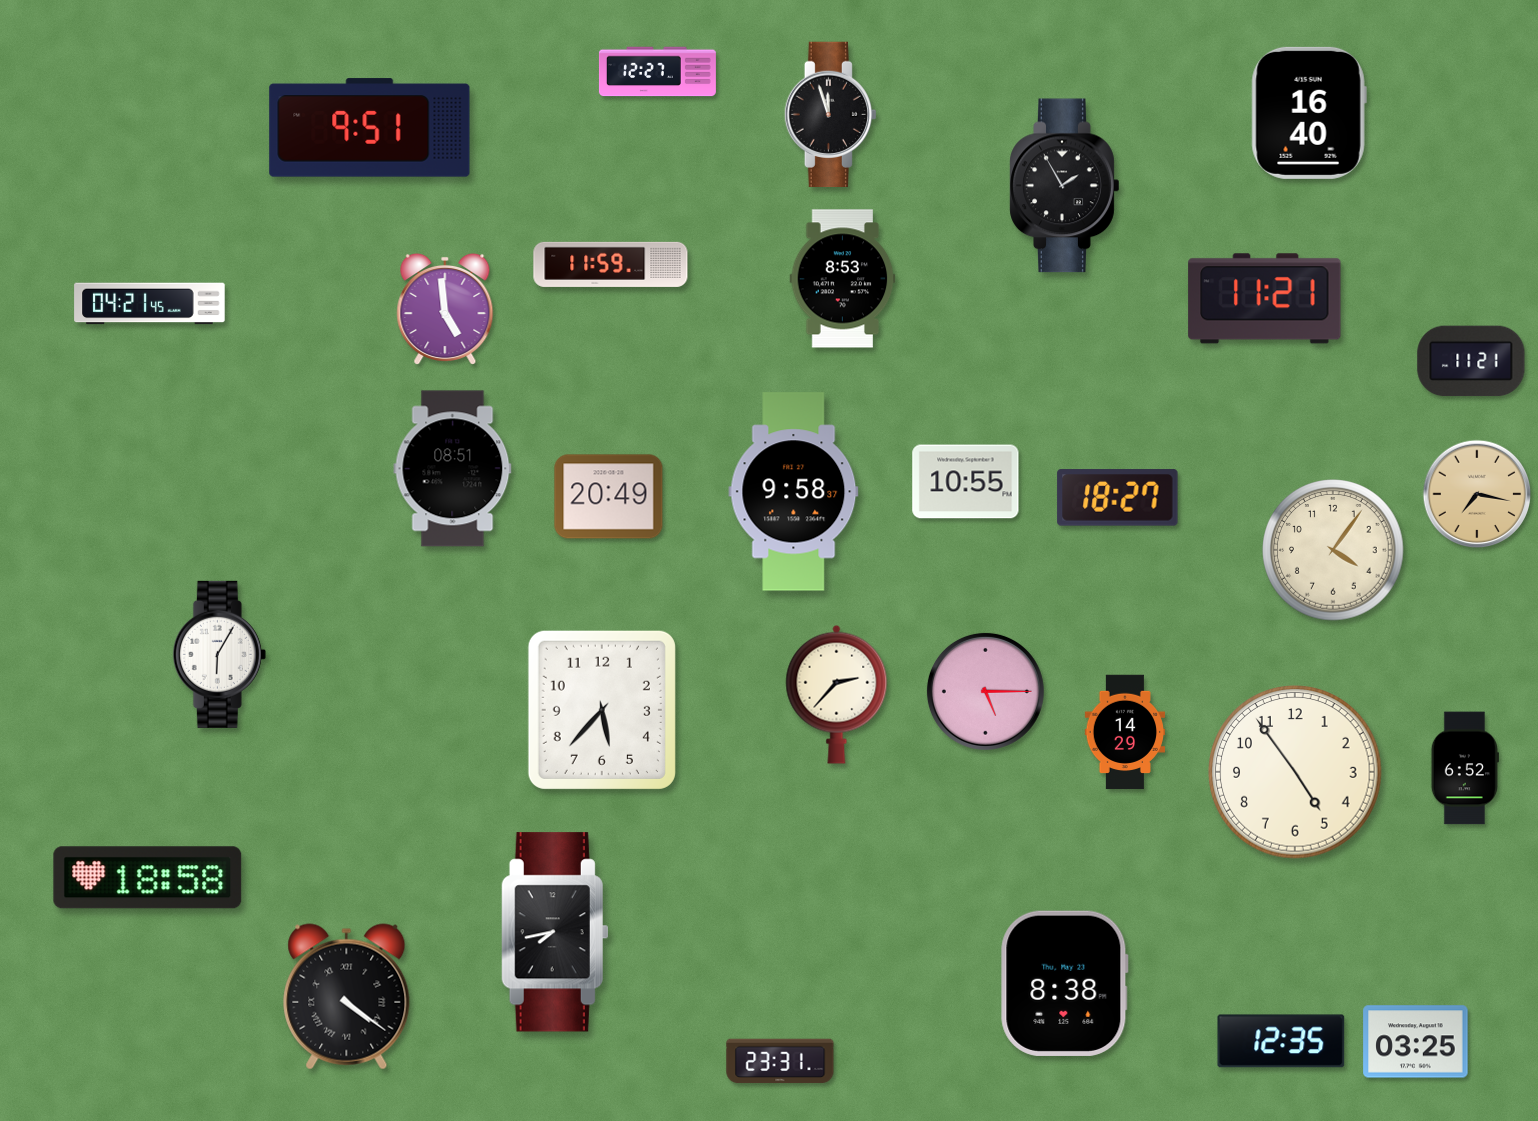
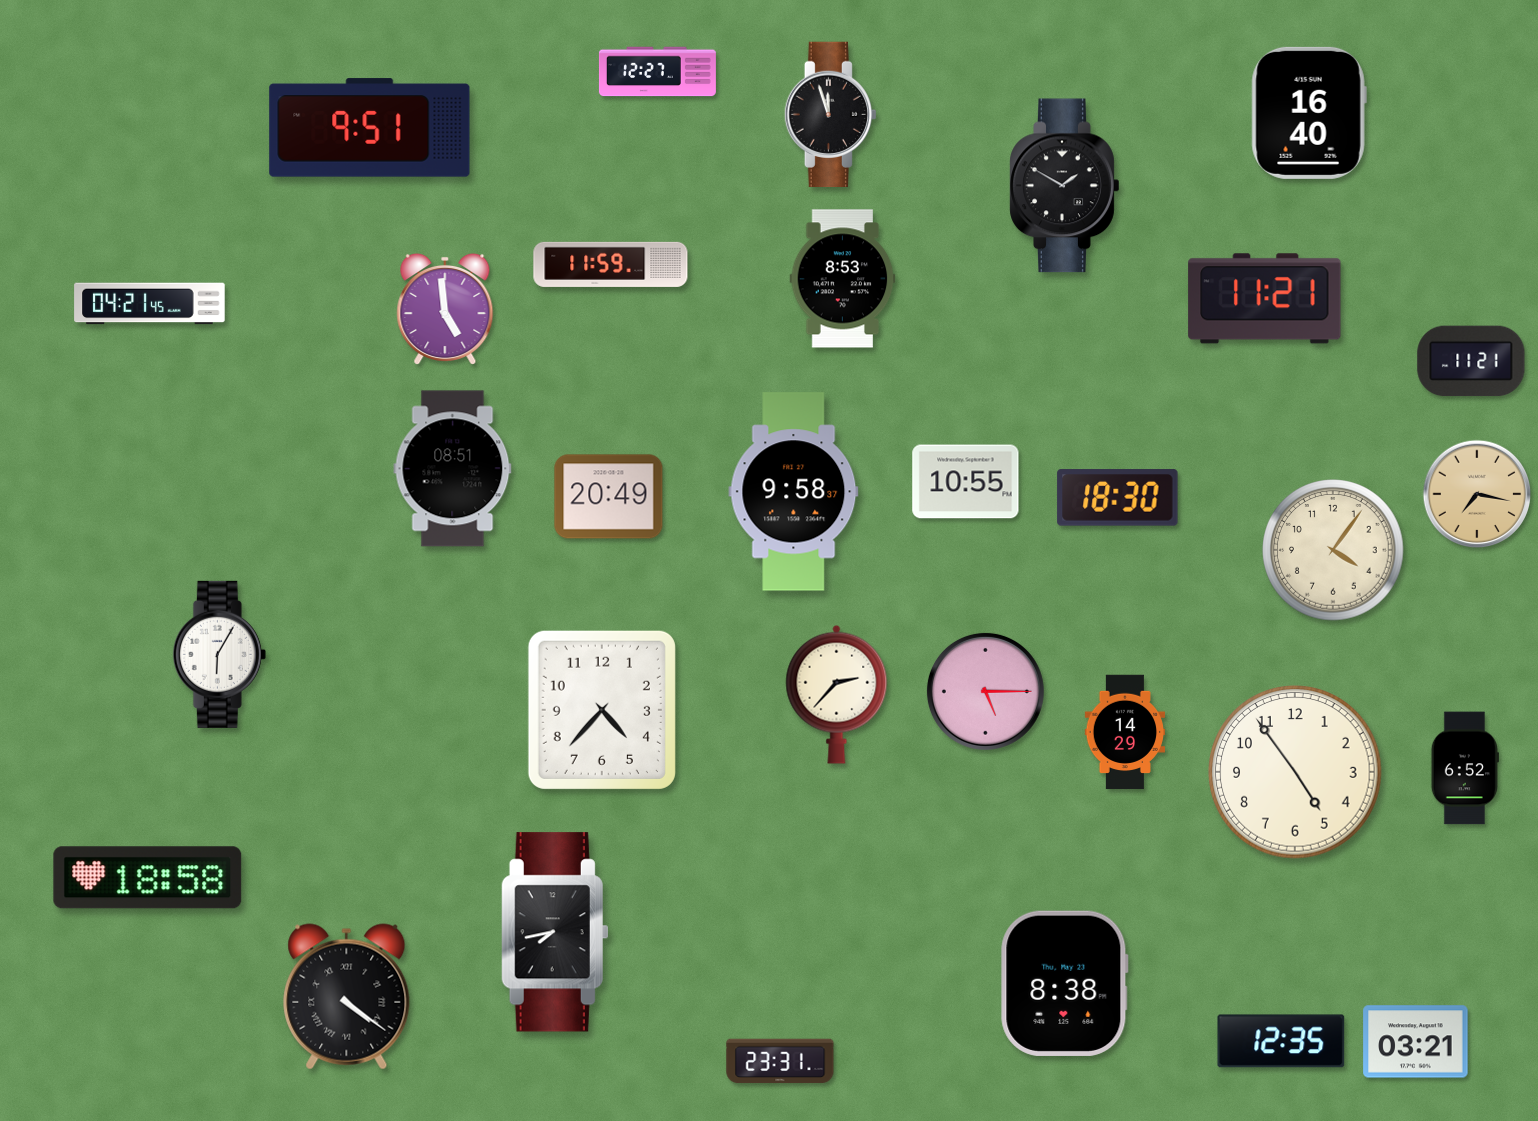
clock at (1065, 186): 1:55 -> 1:50
clock at (1118, 498): 18:27 -> 18:30
clock at (602, 710): 5:37 -> 4:37
clock at (1416, 1042): 03:25 -> 03:21
